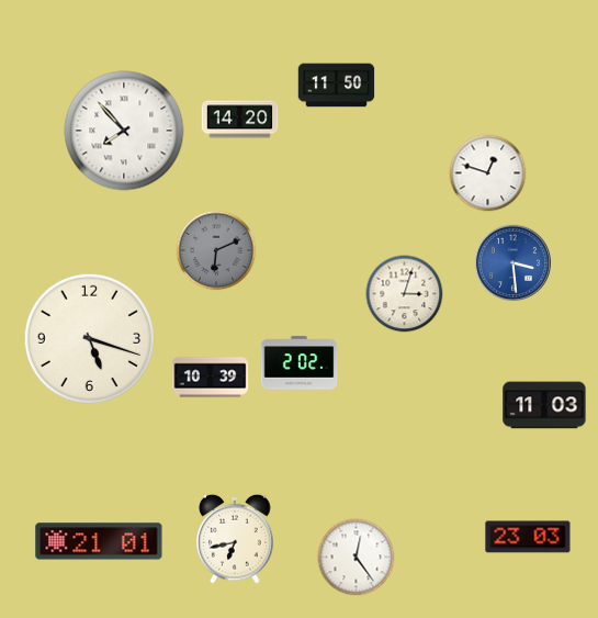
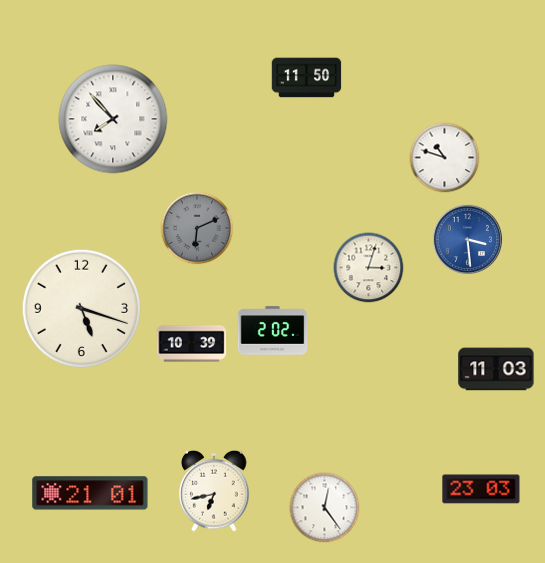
clock at (240, 120): 14:20 -> none
clock at (488, 173): 12:48 -> 10:48
